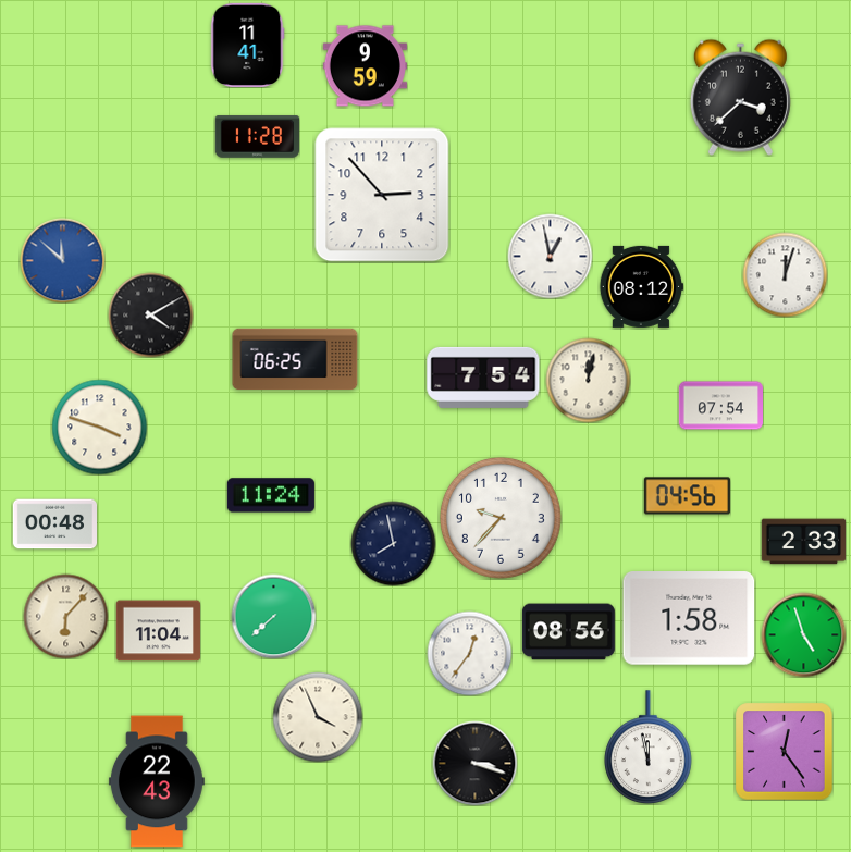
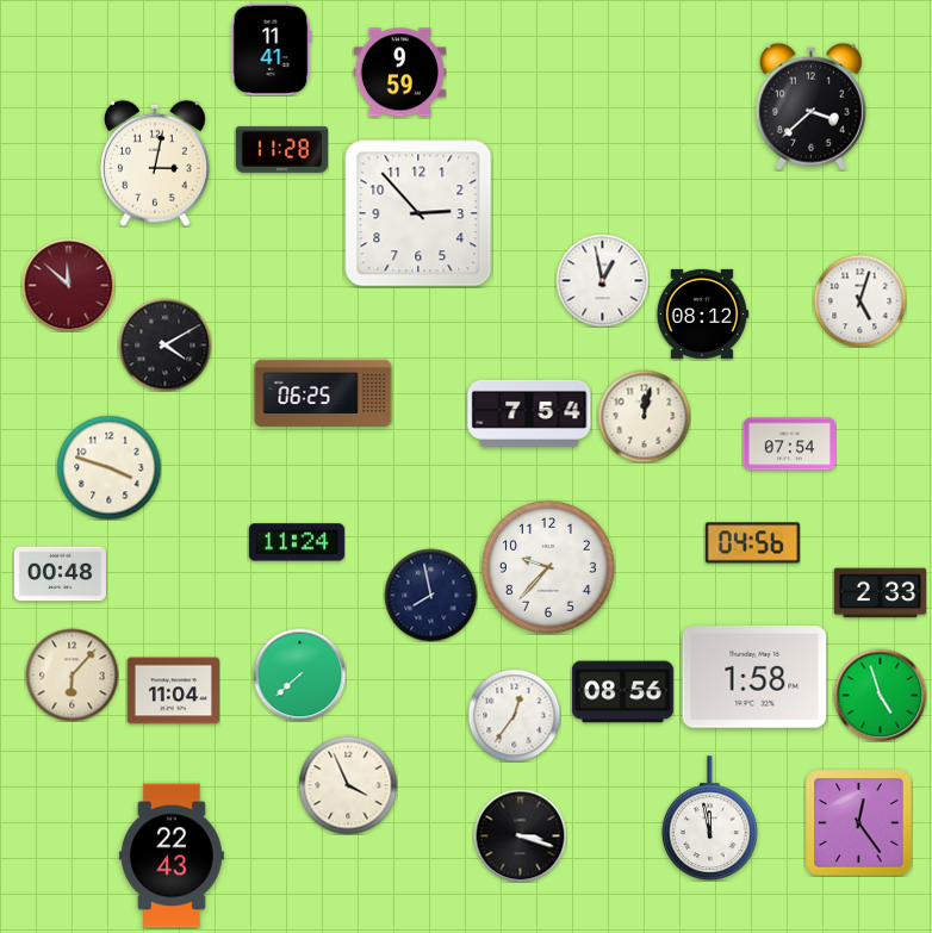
clock at (155, 163): none -> 3:02
clock at (62, 260) dial: blue -> burgundy
clock at (785, 274): 12:03 -> 5:03
